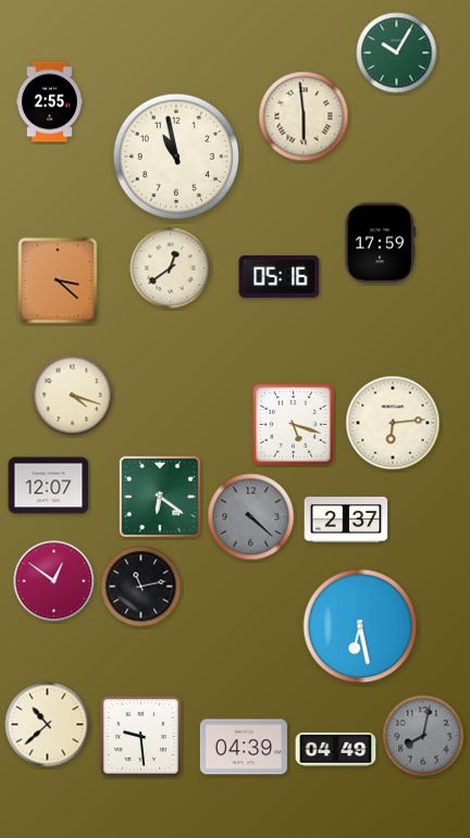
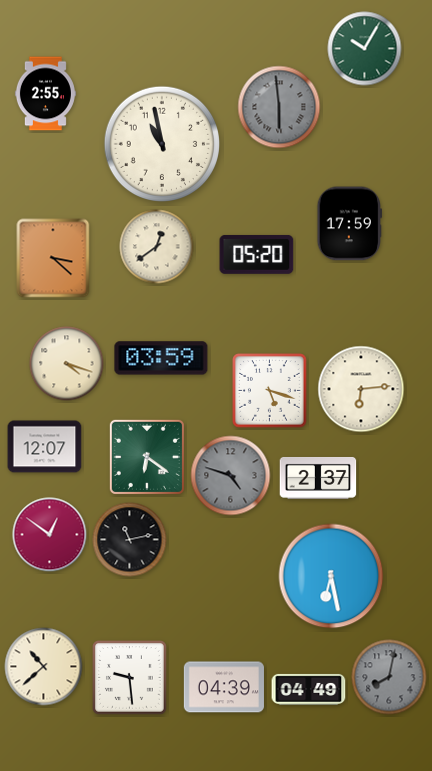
clock at (304, 116) dial: cream -> grey
clock at (280, 276): 05:16 -> 05:20
clock at (161, 358): none -> 03:59
clock at (251, 517): 4:22 -> 4:48
